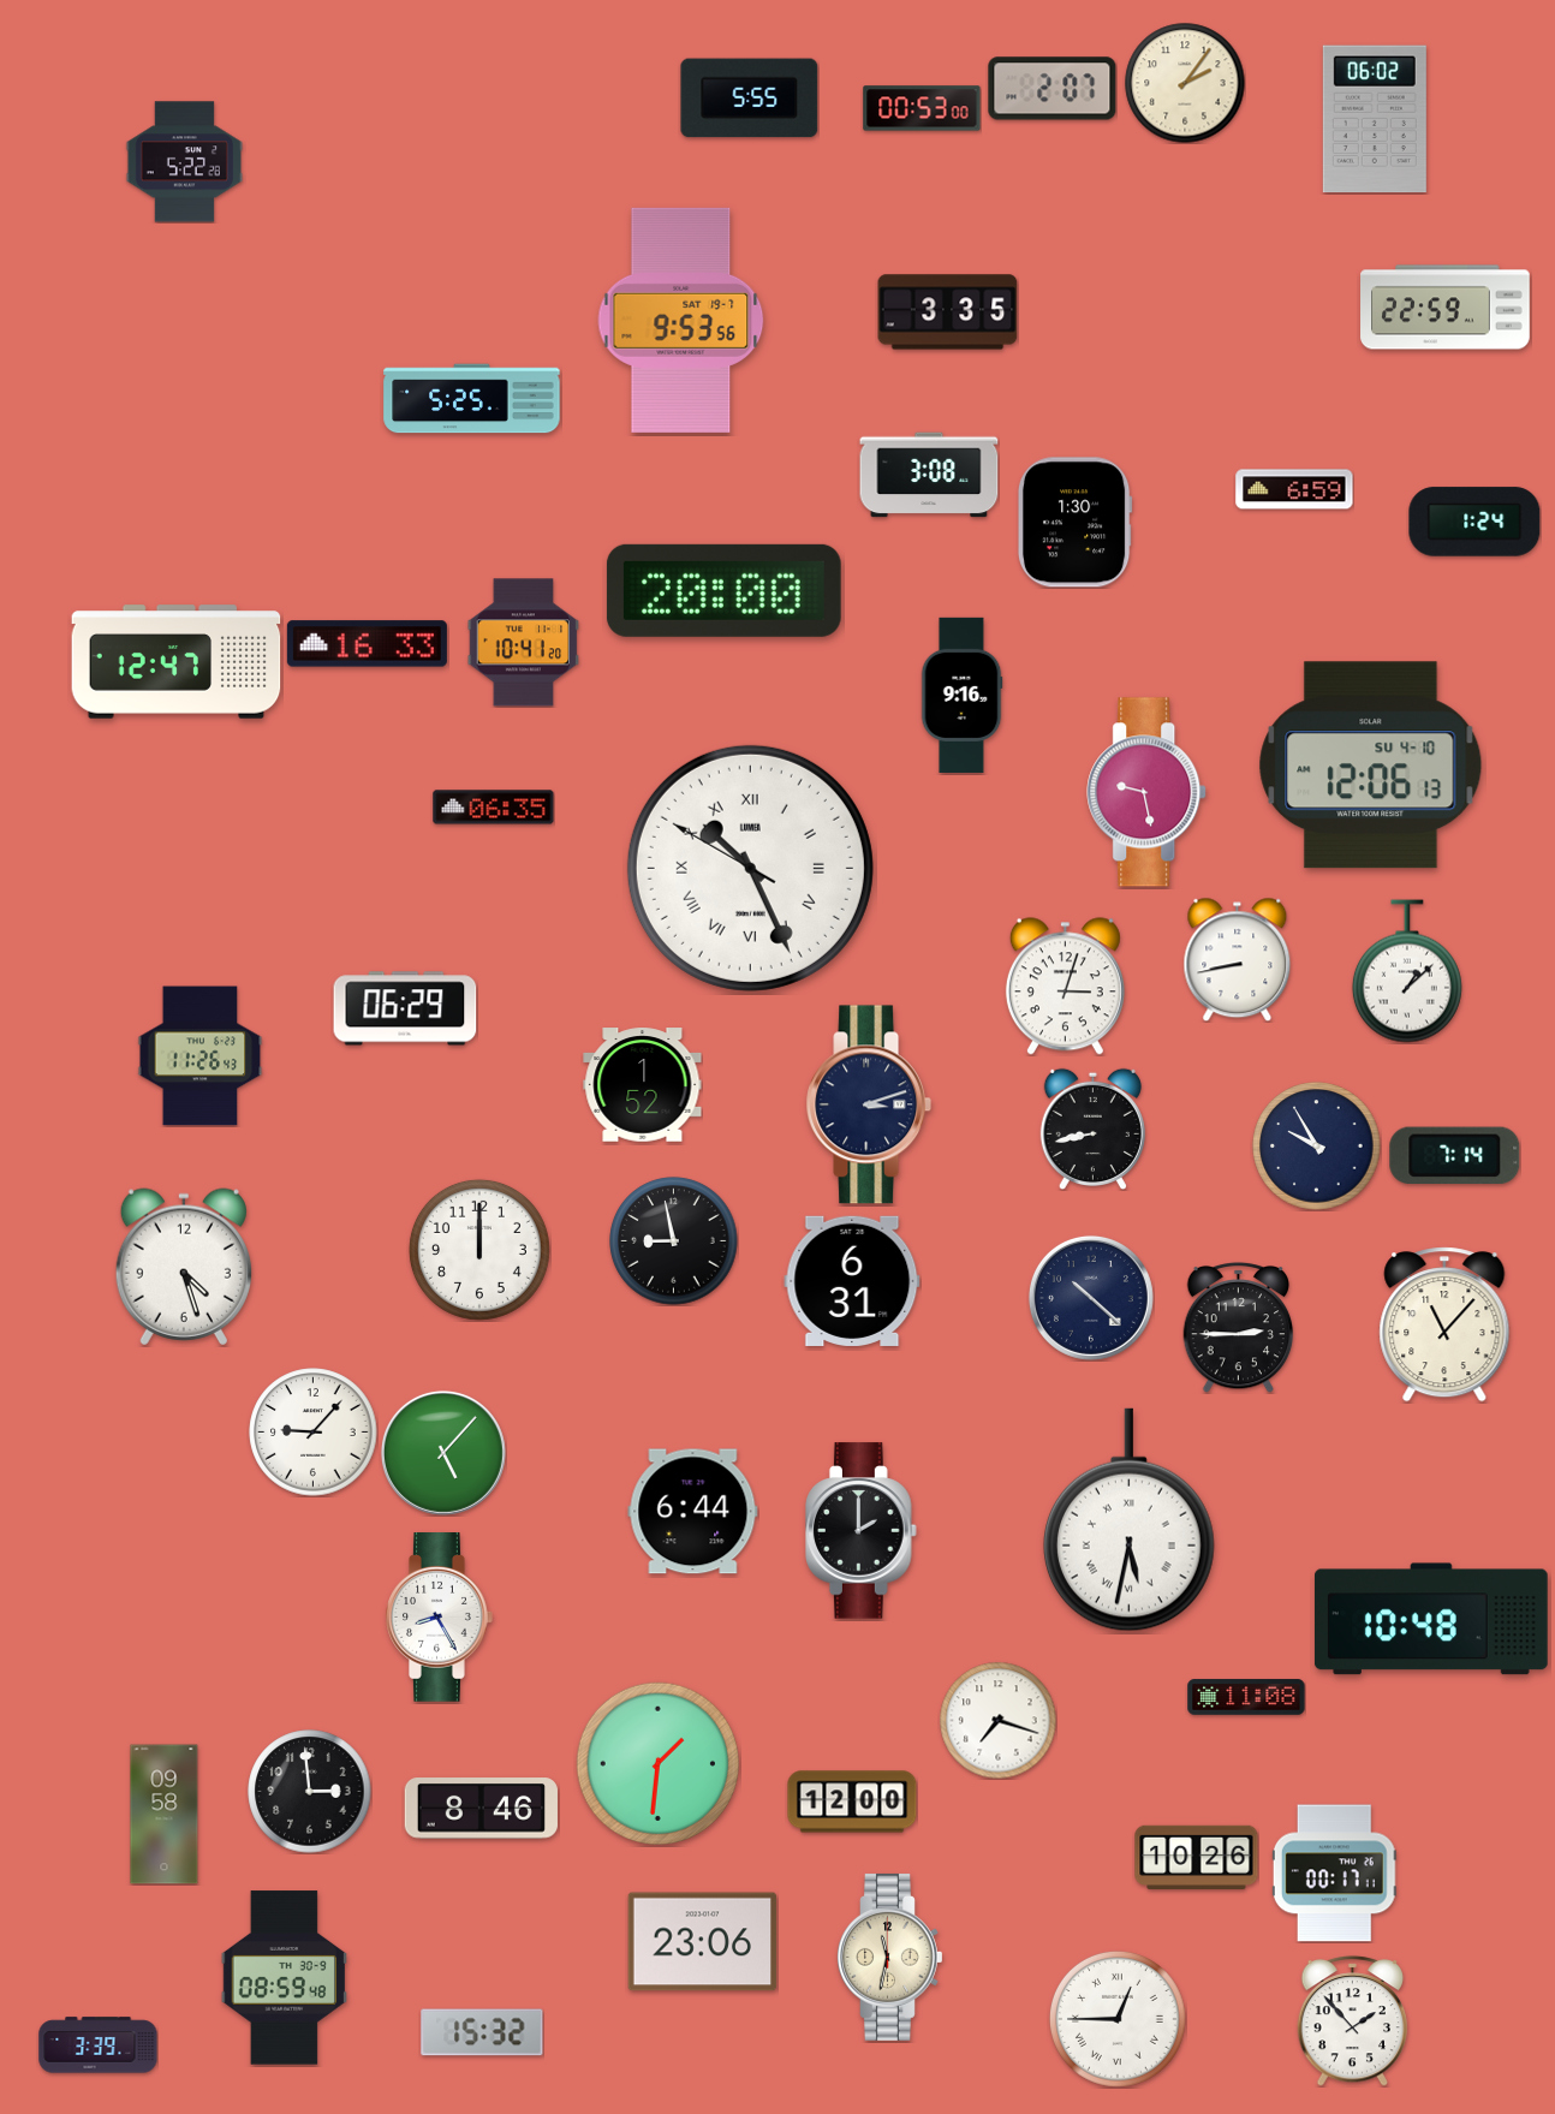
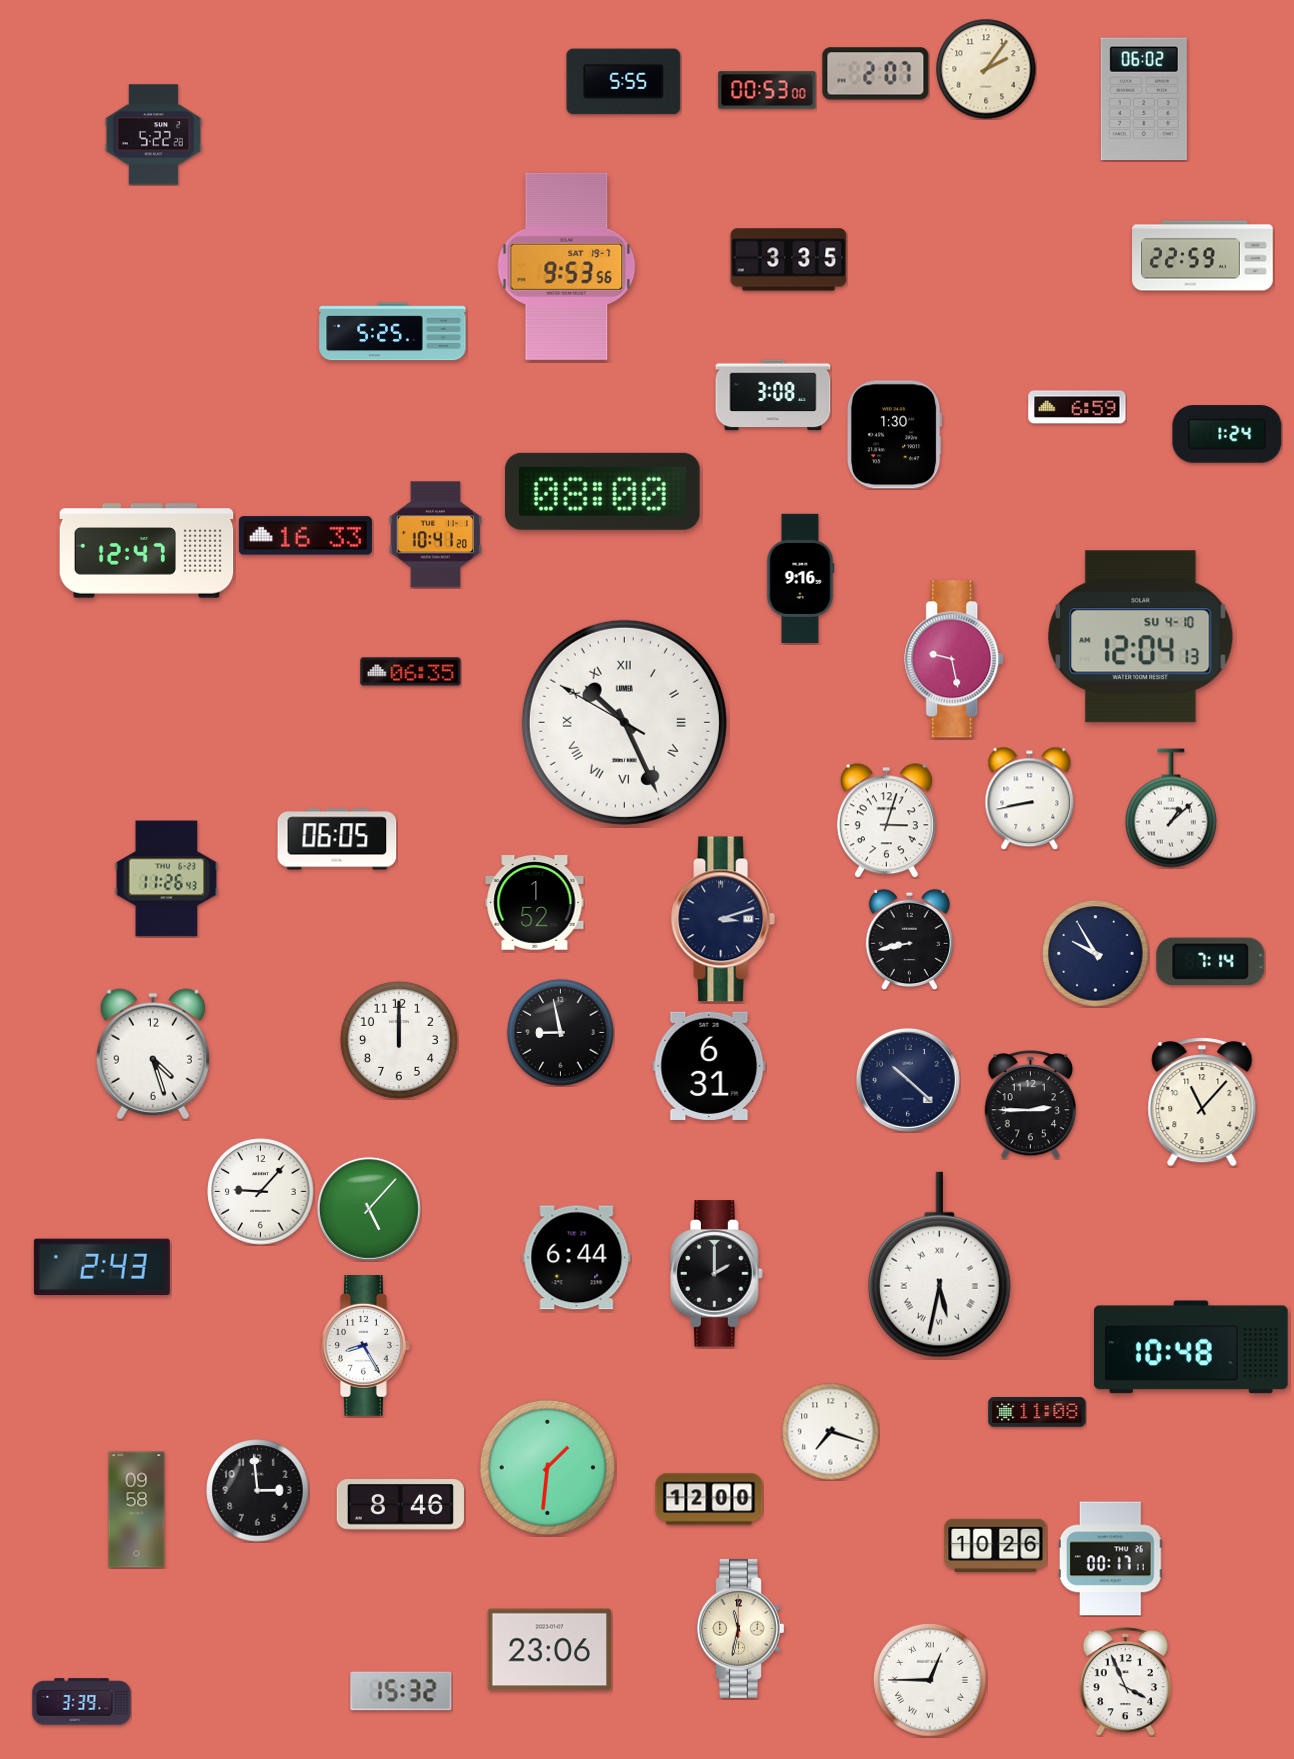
clock at (723, 590): 20:00 -> 08:00
clock at (1371, 766): 12:06 -> 12:04
clock at (405, 1008): 06:29 -> 06:05
clock at (102, 1266): none -> 2:43
clock at (703, 1942) position: (703, 1942) -> (550, 1650)
clock at (284, 1978): 08:59 -> none
clock at (1353, 2021): 1:53 -> 3:56
